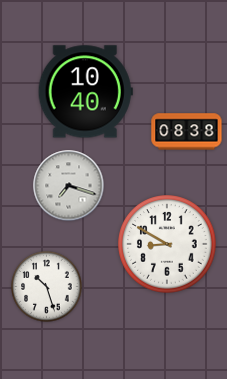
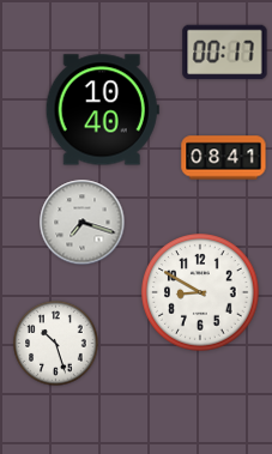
clock at (225, 53): none -> 00:17
clock at (187, 132): 08:38 -> 08:41
